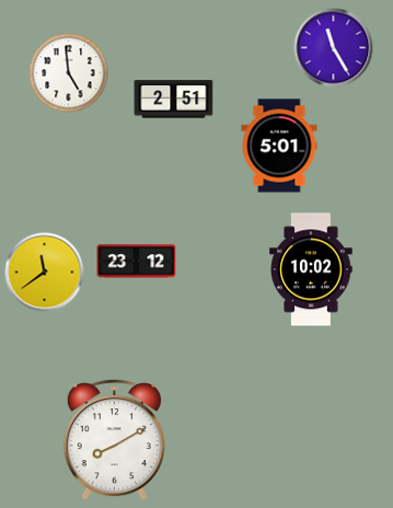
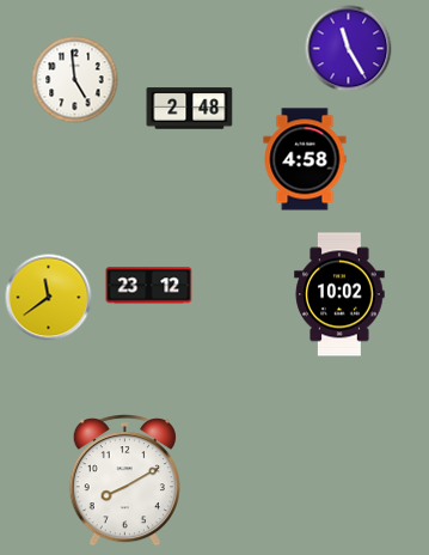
clock at (334, 48) position: (334, 48) -> (349, 49)
clock at (174, 100): 2:51 -> 2:48
clock at (279, 146): 5:01 -> 4:58
